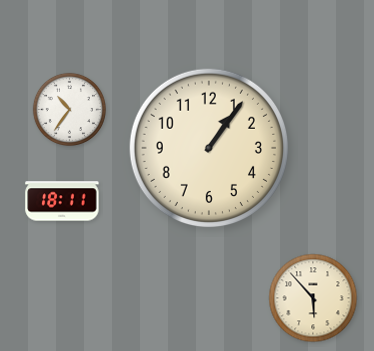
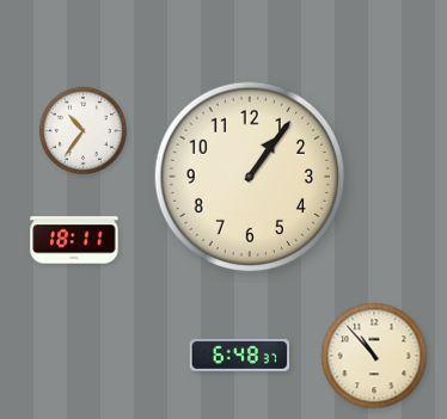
clock at (240, 355): none -> 6:48
clock at (313, 298): 5:53 -> 10:53
